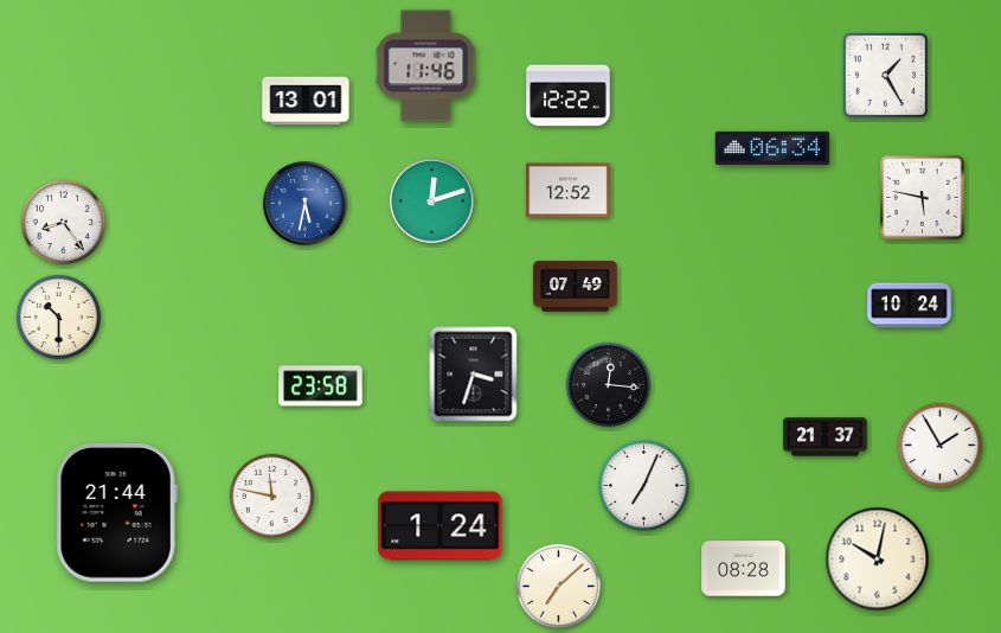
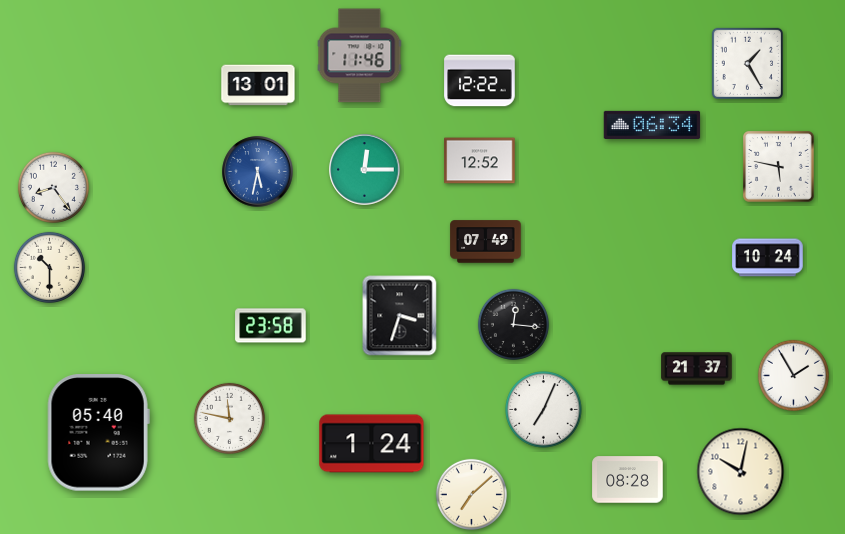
clock at (432, 202): 12:12 -> 12:15
clock at (116, 513): 21:44 -> 05:40
